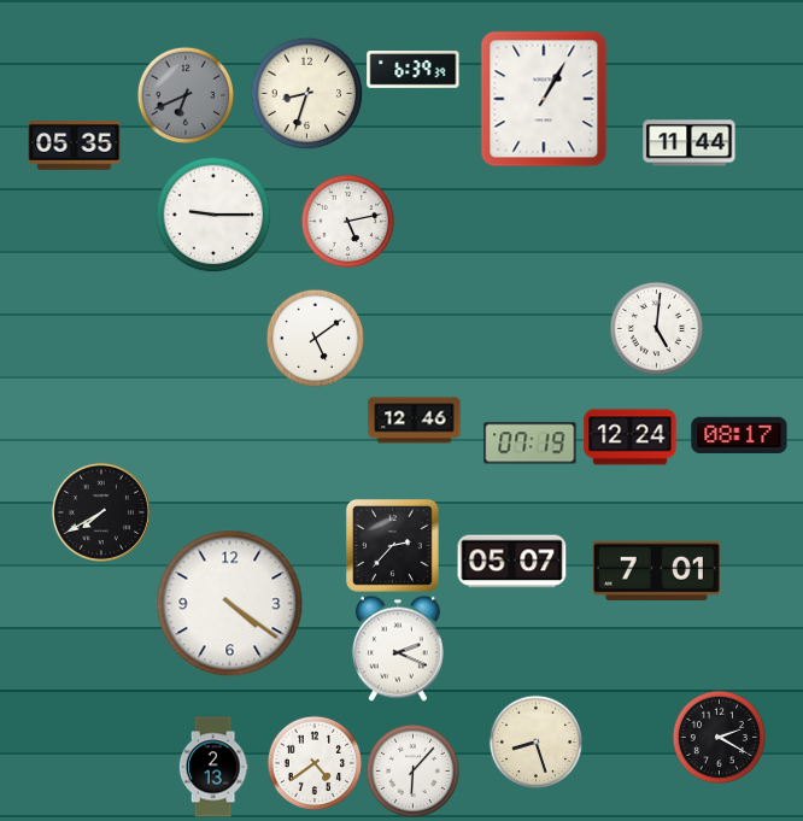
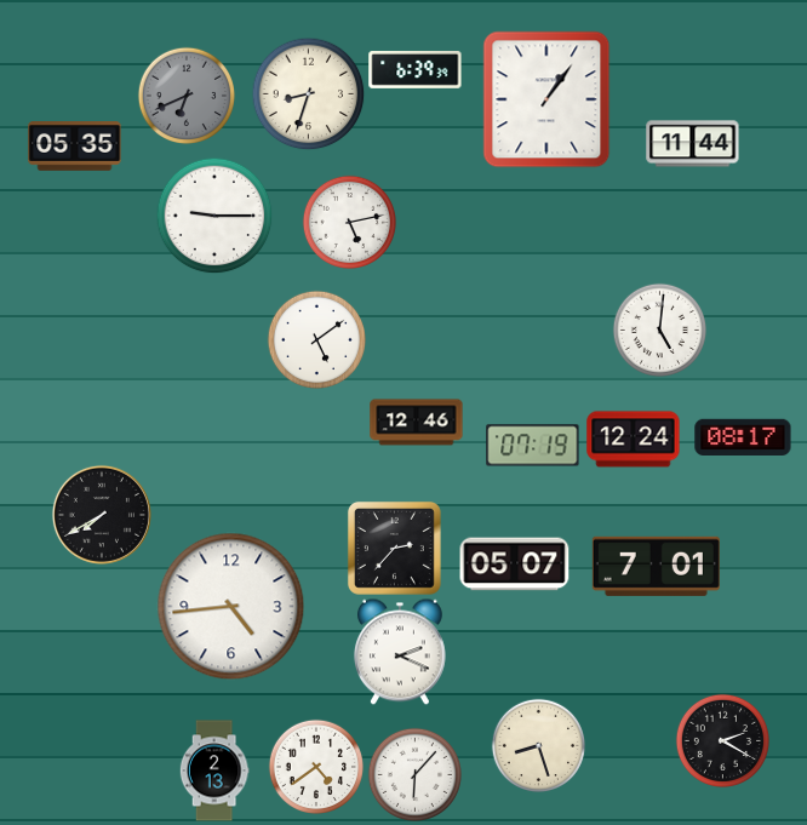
clock at (544, 99): 1:05 -> 1:06
clock at (656, 570) position: (656, 570) -> (656, 566)
clock at (230, 604): 4:21 -> 4:44
